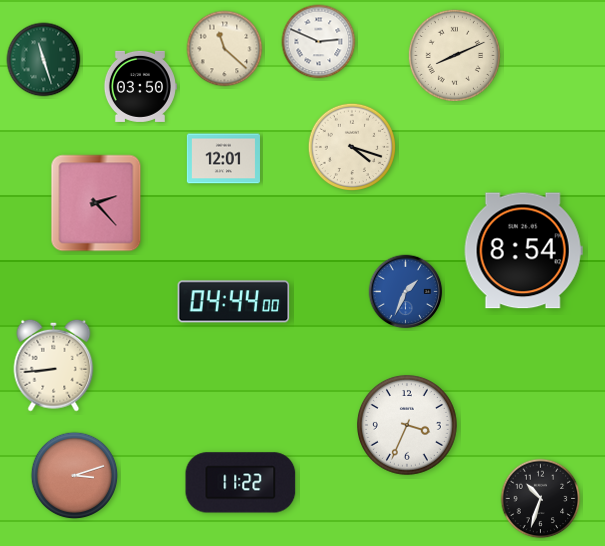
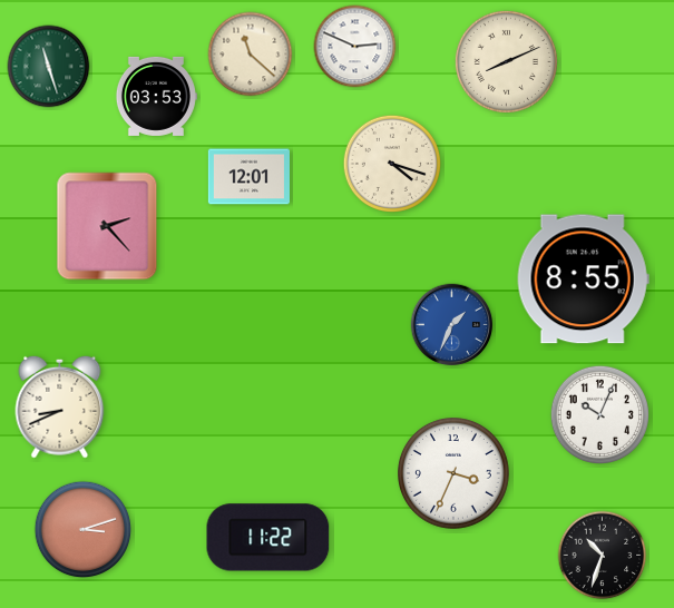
clock at (140, 86): 03:50 -> 03:53
clock at (523, 251): 8:54 -> 8:55
clock at (234, 302): 04:44 -> none
clock at (54, 365): 8:44 -> 8:41
clock at (599, 414): none -> 10:04
